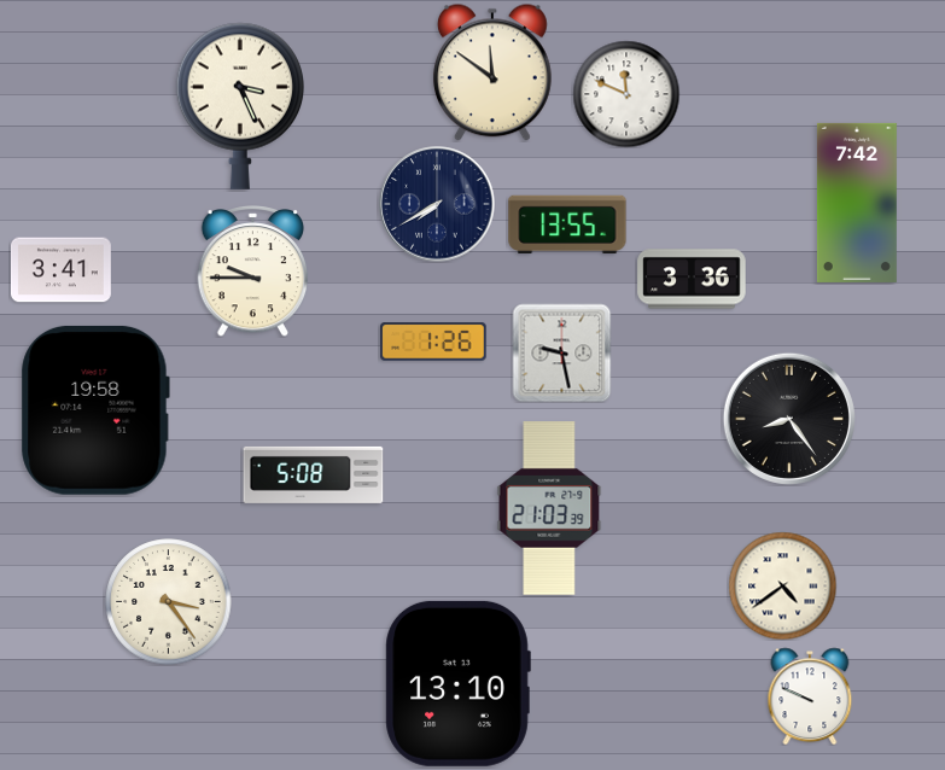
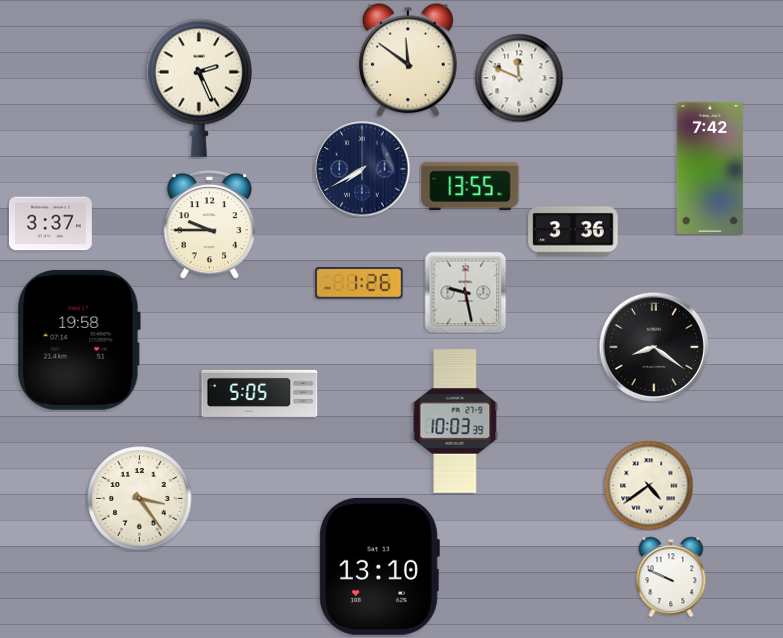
clock at (239, 106): 3:26 -> 2:26
clock at (60, 270): 3:41 -> 3:37
clock at (789, 419): 8:24 -> 8:21
clock at (314, 474): 5:08 -> 5:05
clock at (549, 508): 21:03 -> 10:03
